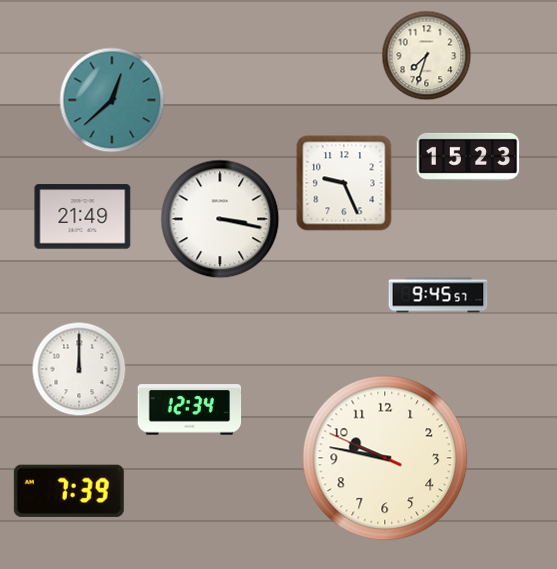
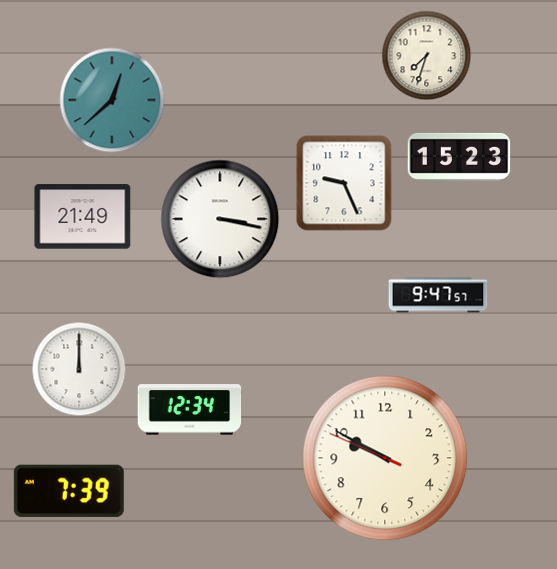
clock at (468, 157) position: (468, 157) -> (459, 157)
clock at (438, 295): 9:45 -> 9:47
clock at (385, 458): 9:46 -> 9:49
